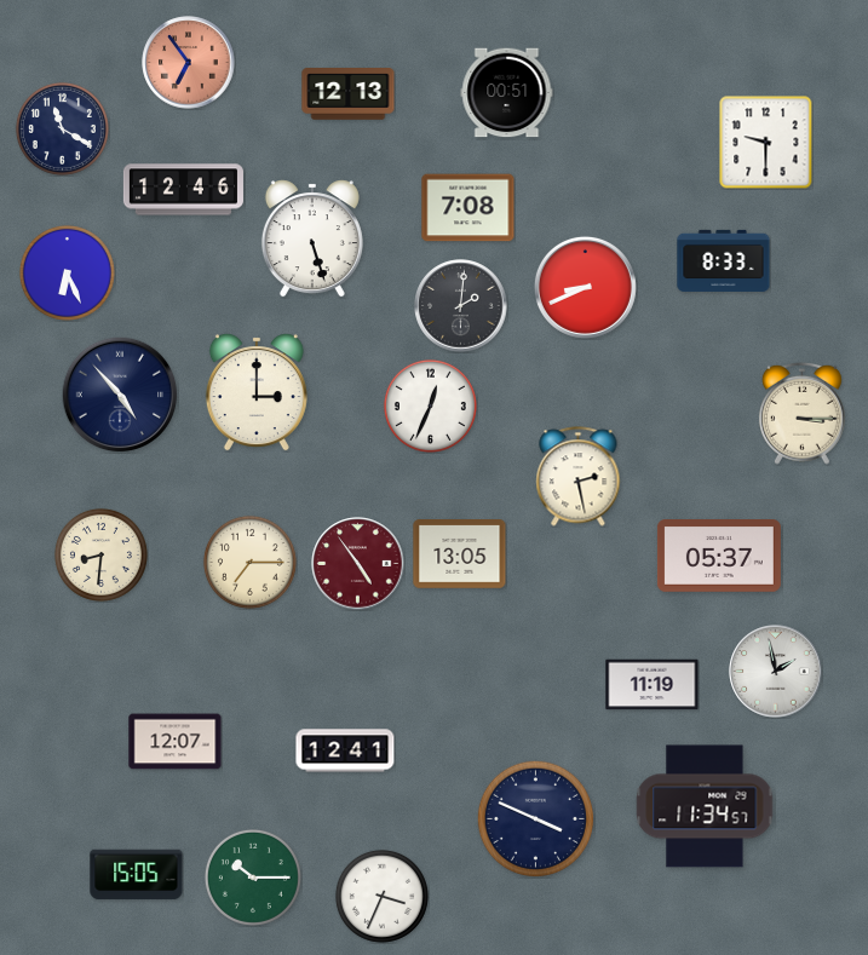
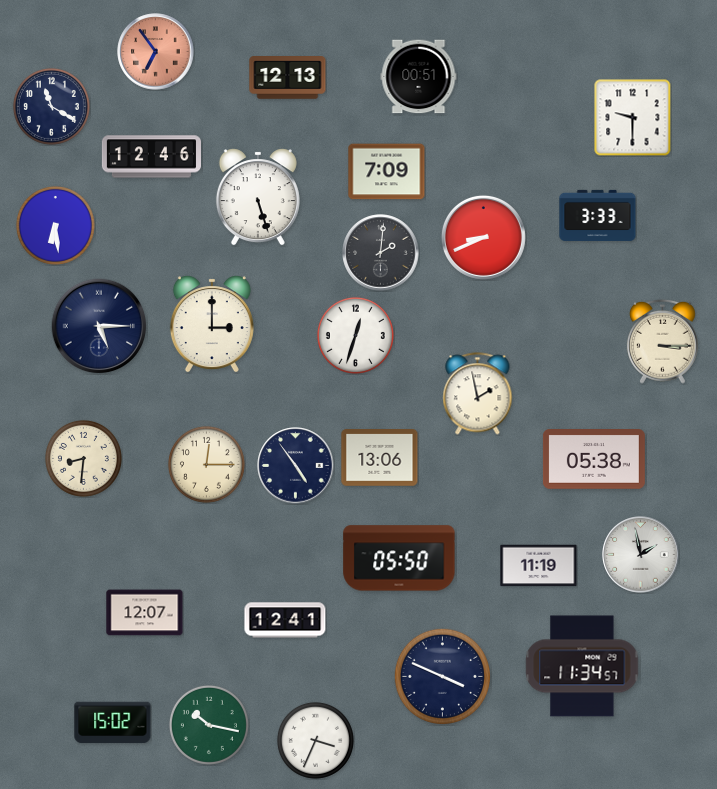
clock at (469, 208): 7:08 -> 7:09
clock at (724, 260): 8:33 -> 3:33
clock at (67, 272): 6:26 -> 6:29
clock at (120, 395): 4:53 -> 5:15
clock at (430, 405): 12:34 -> 12:33
clock at (579, 477): 2:28 -> 1:58
clock at (460, 554): 13:05 -> 13:06
clock at (719, 557): 05:37 -> 05:38
clock at (249, 562): 7:15 -> 12:15
clock at (358, 564) dial: burgundy -> navy
clock at (399, 558): none -> 05:50
clock at (137, 875): 15:05 -> 15:02
clock at (253, 878): 10:15 -> 10:17
